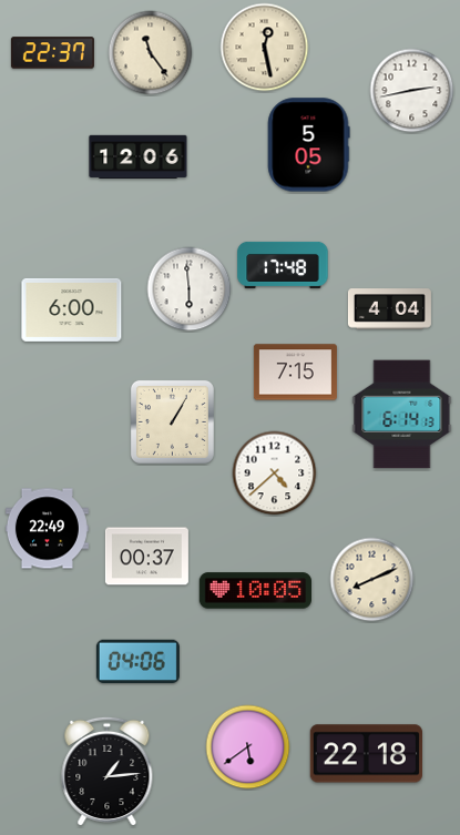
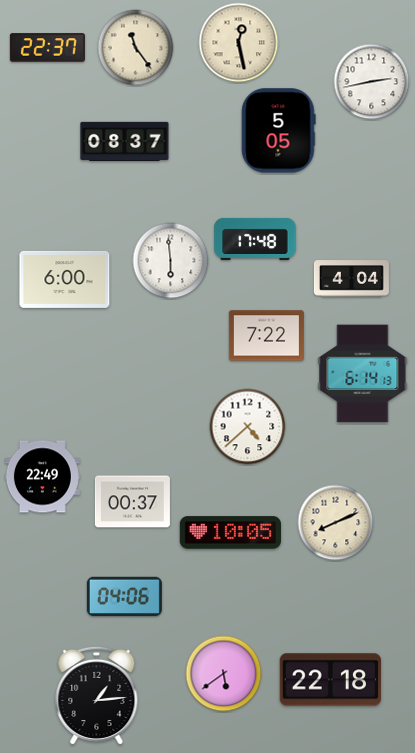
clock at (139, 156): 12:06 -> 08:37
clock at (295, 373): 7:15 -> 7:22
clock at (172, 421): 1:05 -> none
